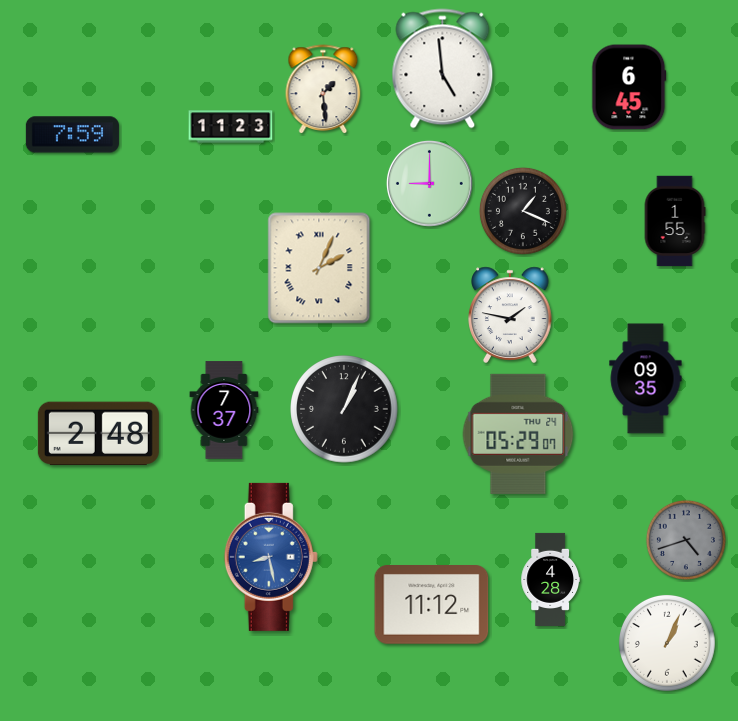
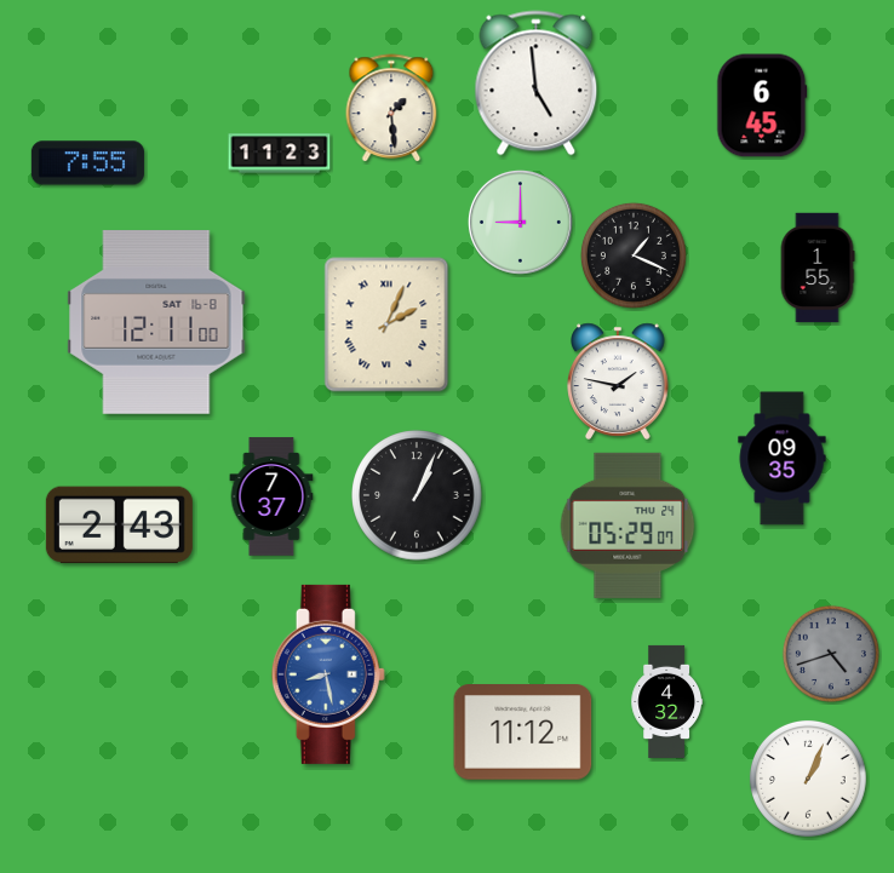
clock at (72, 135): 7:59 -> 7:55
clock at (156, 323): none -> 12:11
clock at (98, 434): 2:48 -> 2:43
clock at (550, 579): 4:28 -> 4:32
